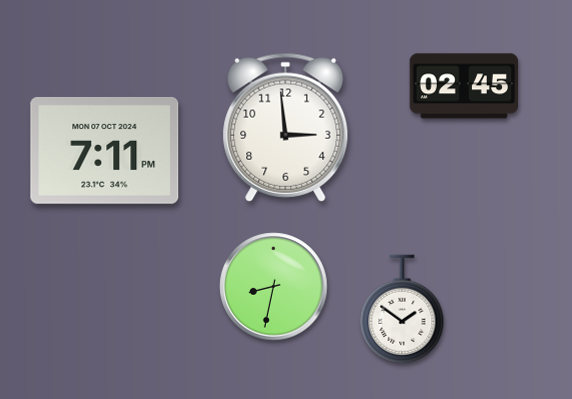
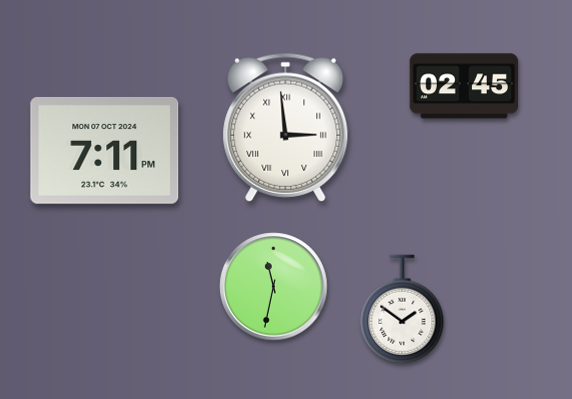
clock at (286, 127) numerals: Arabic -> Roman
clock at (274, 287): 8:32 -> 11:32
